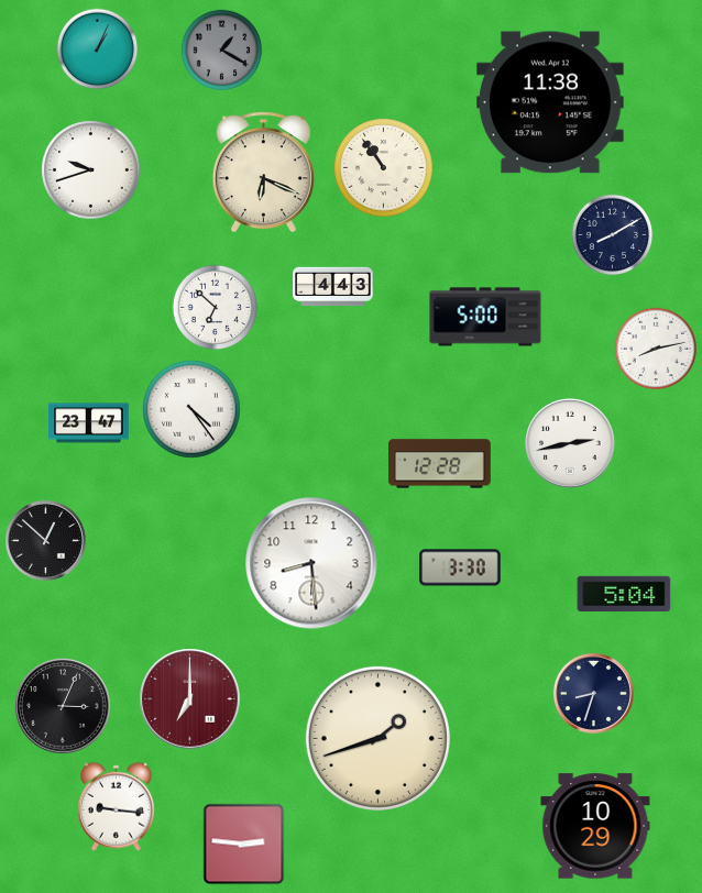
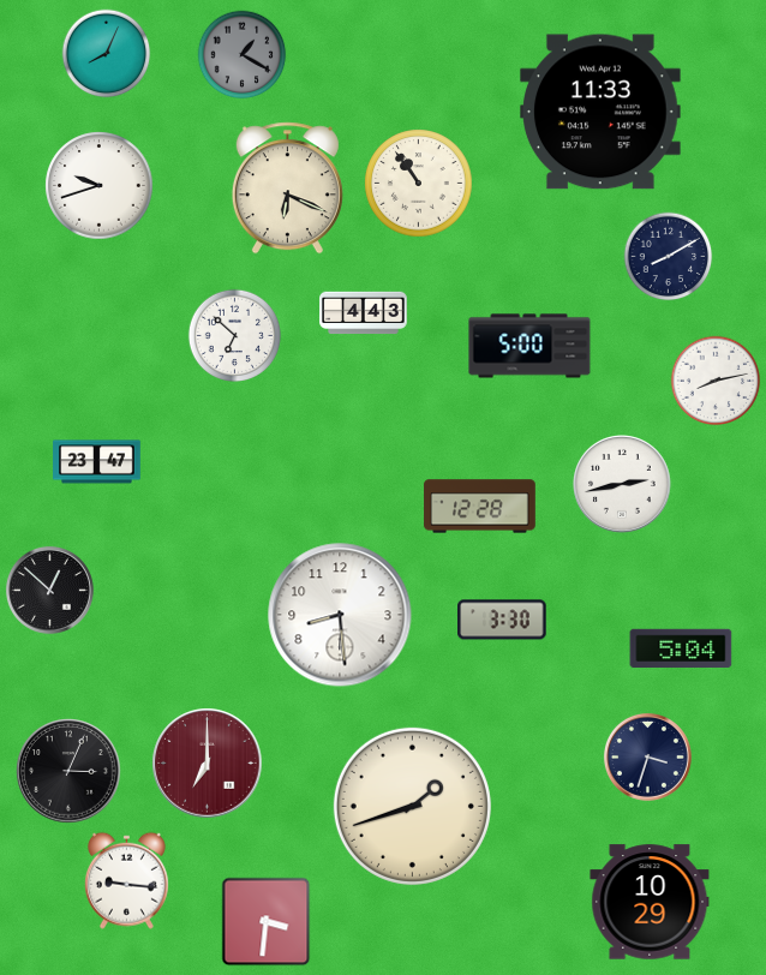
clock at (98, 49): 1:04 -> 8:04
clock at (551, 102): 11:38 -> 11:33
clock at (191, 409): 4:24 -> none
clock at (593, 693): 8:33 -> 3:33
clock at (244, 845): 2:46 -> 3:31
